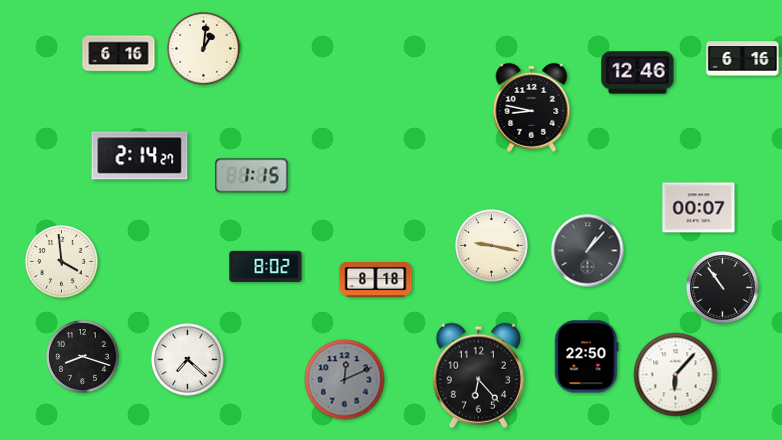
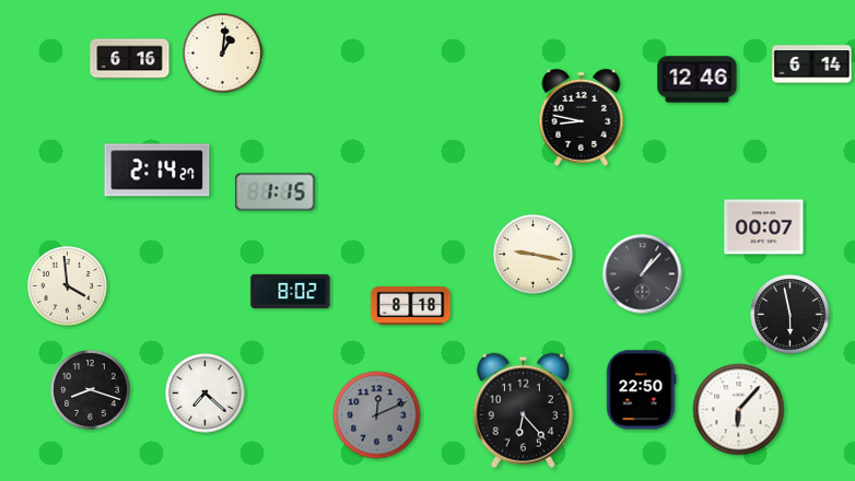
clock at (743, 59): 6:16 -> 6:14
clock at (140, 156) position: (140, 156) -> (157, 171)
clock at (492, 246) position: (492, 246) -> (534, 255)
clock at (723, 288): 10:54 -> 5:58
